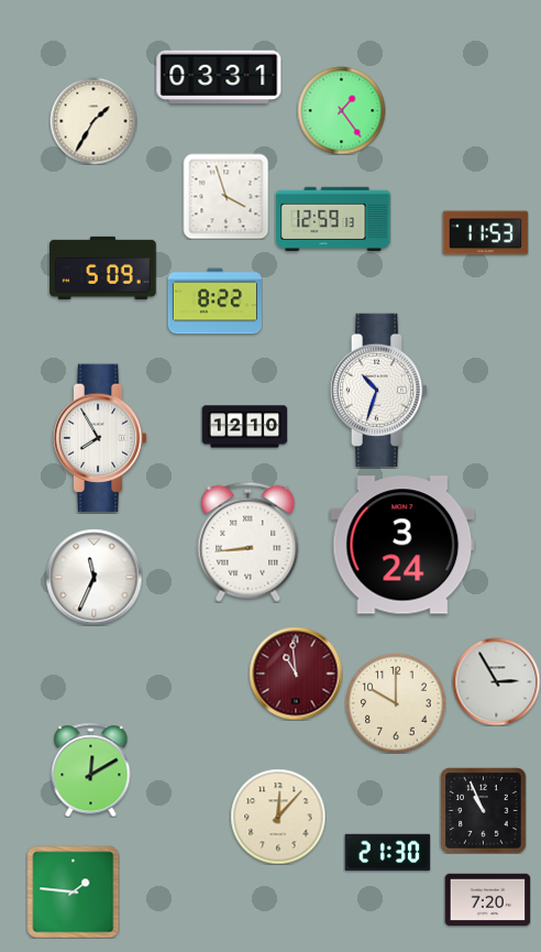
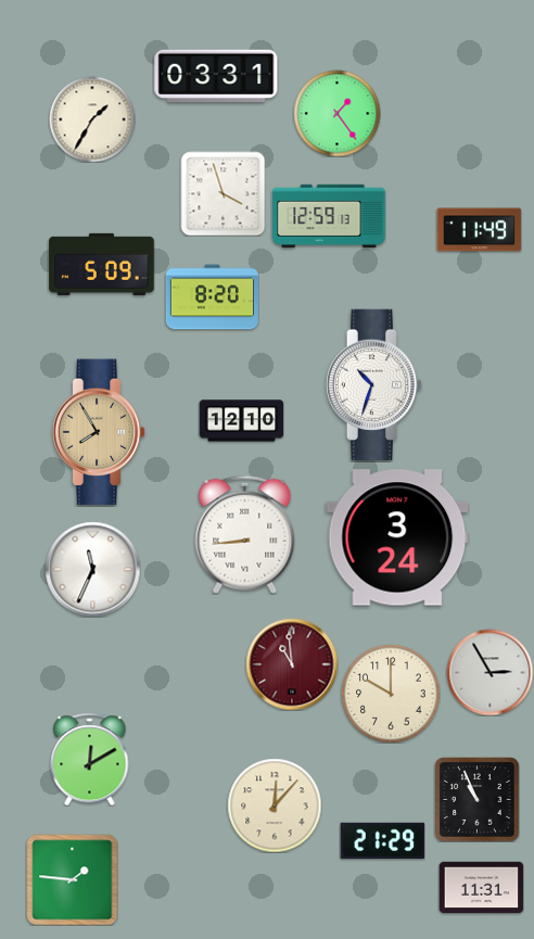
clock at (341, 110) position: (341, 110) -> (336, 113)
clock at (485, 233): 11:53 -> 11:49
clock at (214, 302): 8:22 -> 8:20
clock at (100, 438) dial: white -> champagne
clock at (387, 852): 21:30 -> 21:29
clock at (487, 900): 7:20 -> 11:31
